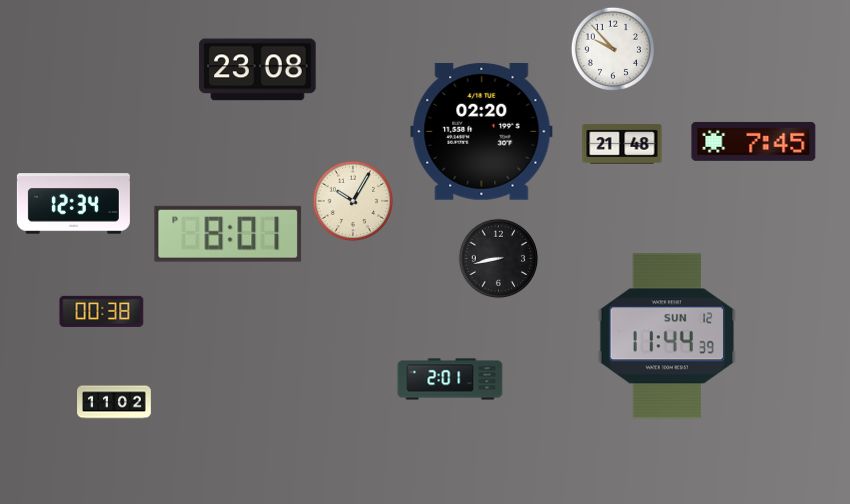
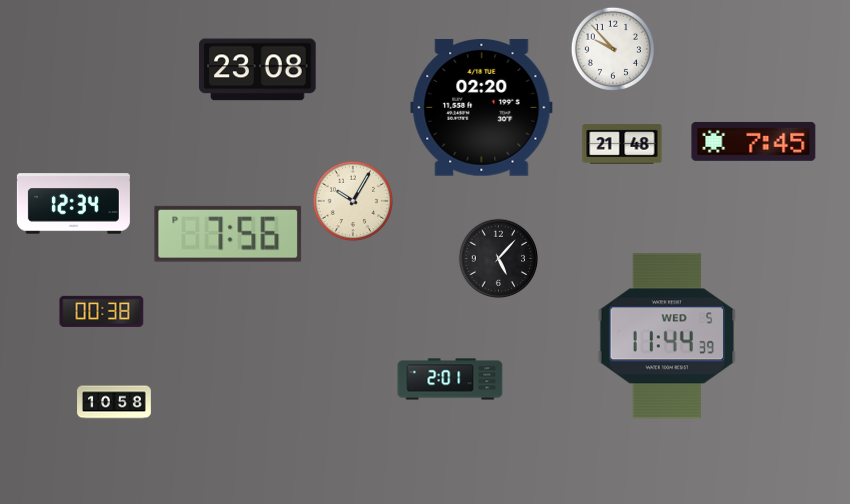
clock at (482, 131) position: (482, 131) -> (482, 107)
clock at (228, 234): 8:01 -> 7:56
clock at (499, 259): 8:43 -> 5:07
clock at (667, 336) date: SUN 12 -> WED 5
clock at (114, 402): 11:02 -> 10:58
